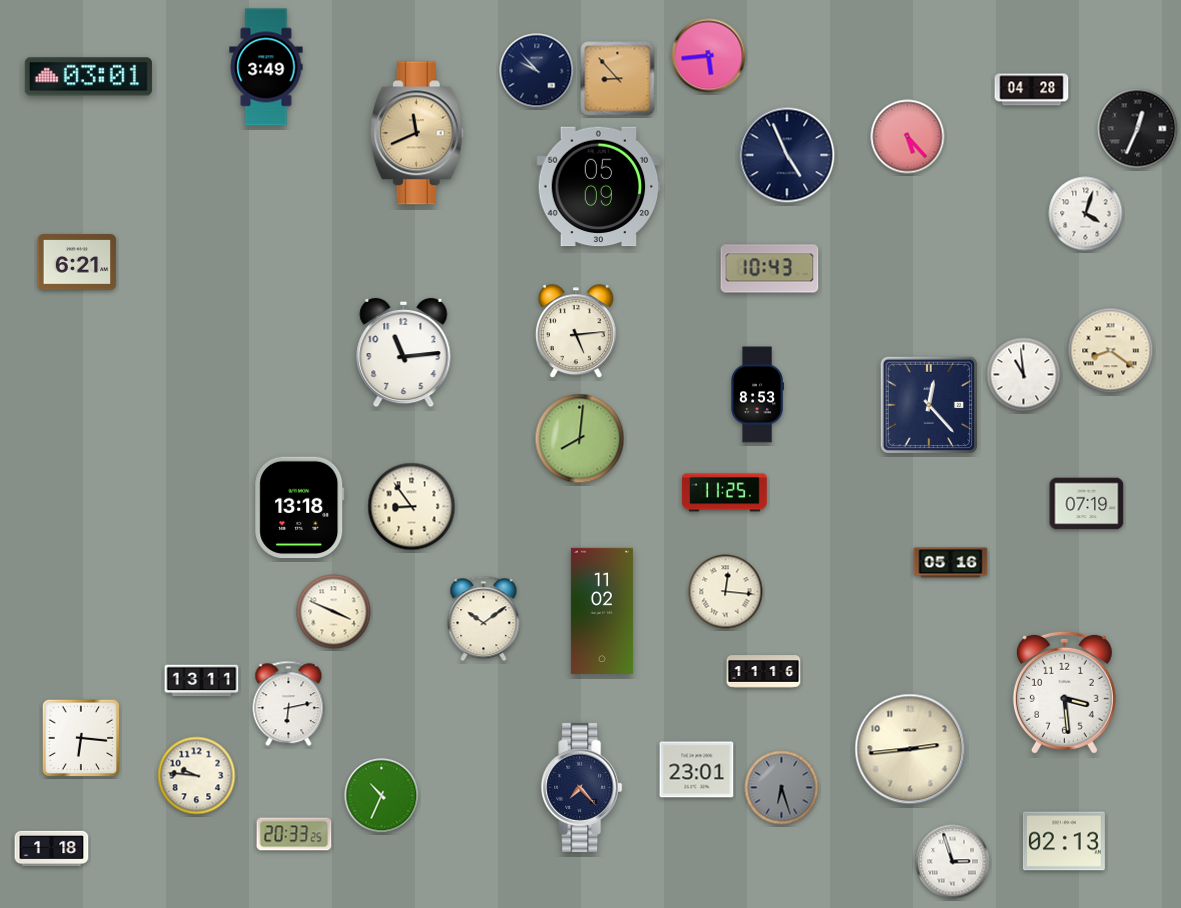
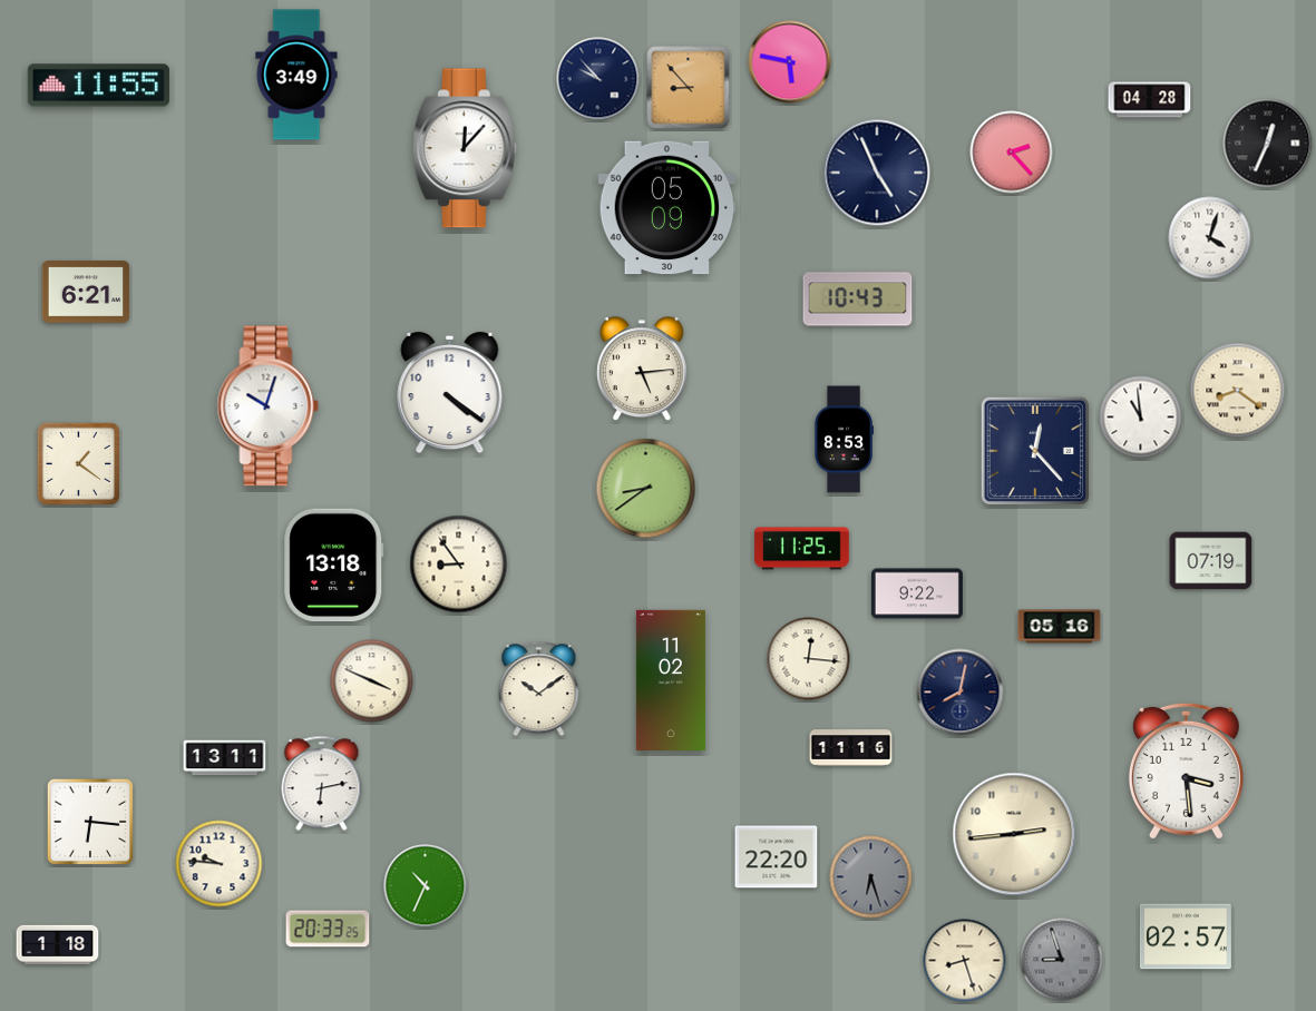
clock at (709, 56): 5:44 -> 5:47
clock at (88, 77): 03:01 -> 11:55
clock at (417, 133): 11:41 -> 12:07
clock at (417, 133) dial: champagne -> white
clock at (908, 137): 5:23 -> 2:23
clock at (404, 353): 11:14 -> 4:21
clock at (269, 406): none -> 10:03
clock at (78, 463): none -> 1:21
clock at (580, 439): 8:01 -> 8:39
clock at (725, 493) position: (725, 493) -> (802, 549)
clock at (917, 593): none -> 9:22
clock at (961, 693): none -> 8:02
clock at (697, 770): 23:01 -> 22:20
clock at (582, 787): 7:23 -> none
clock at (1064, 841): 02:13 -> 02:57
clock at (953, 862): 2:57 -> 8:57
clock at (953, 862) dial: white -> grey
clock at (965, 961): none -> 8:27
